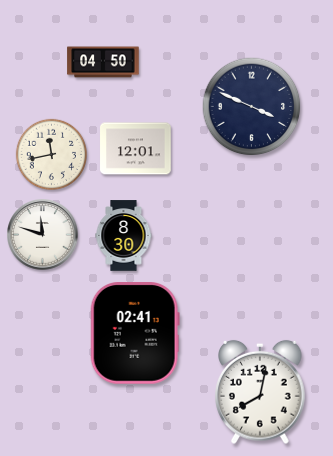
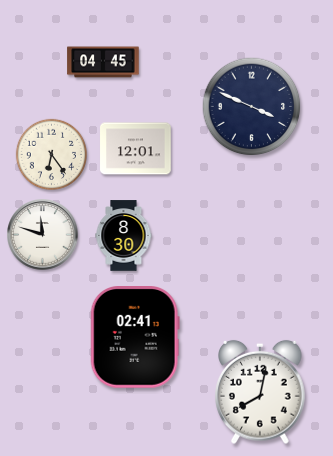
clock at (103, 62): 04:50 -> 04:45
clock at (51, 154): 11:43 -> 6:24
clock at (135, 334) position: (135, 334) -> (135, 338)
